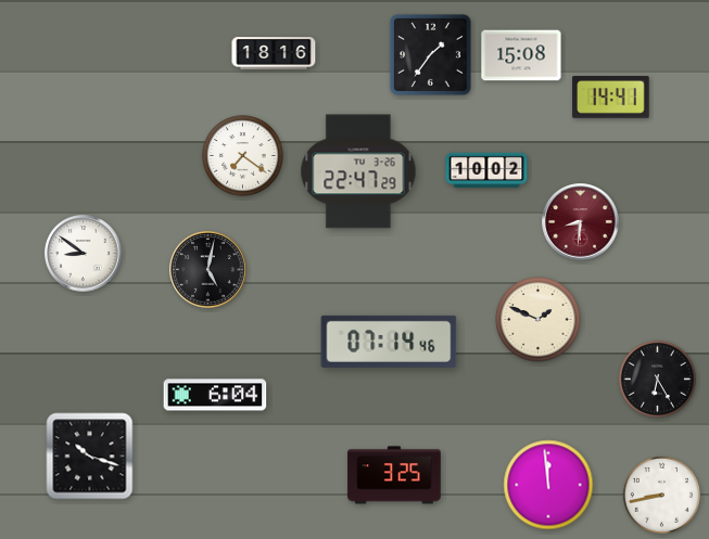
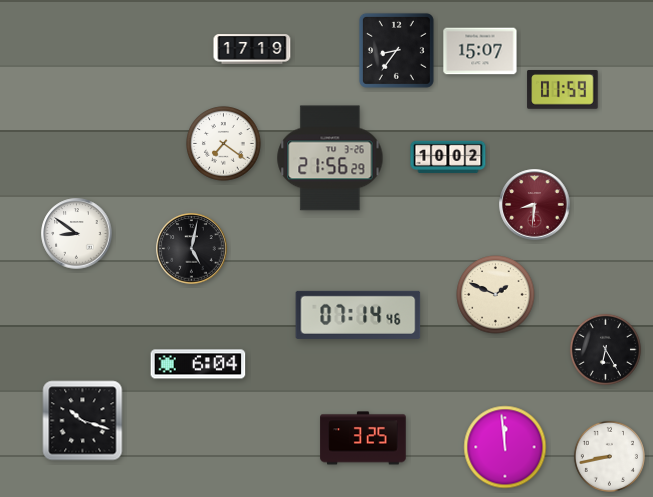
clock at (274, 53): 18:16 -> 17:19
clock at (430, 54): 1:36 -> 8:36
clock at (521, 55): 15:08 -> 15:07
clock at (611, 98): 14:41 -> 01:59
clock at (358, 171): 22:47 -> 21:56
